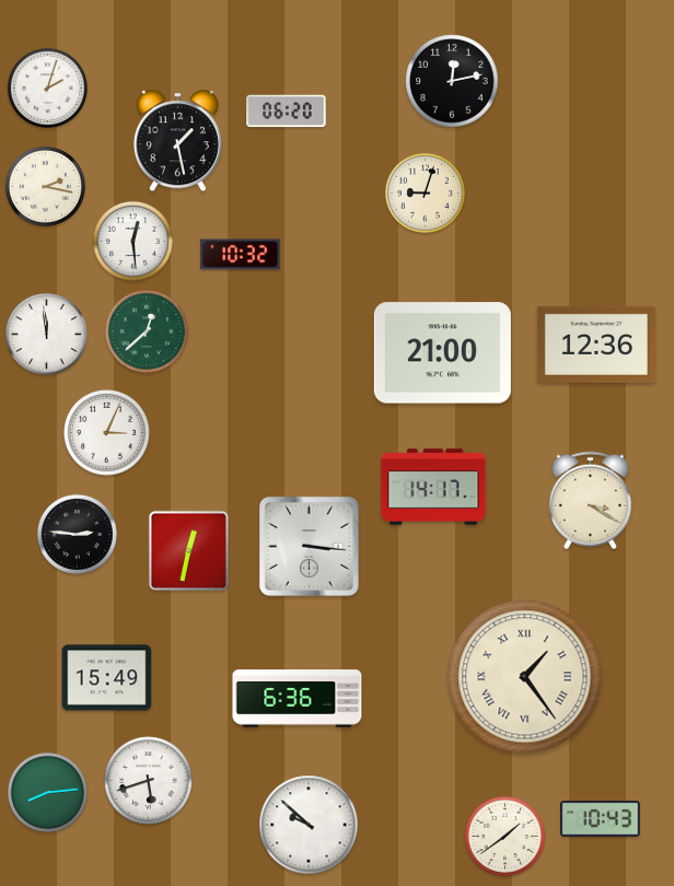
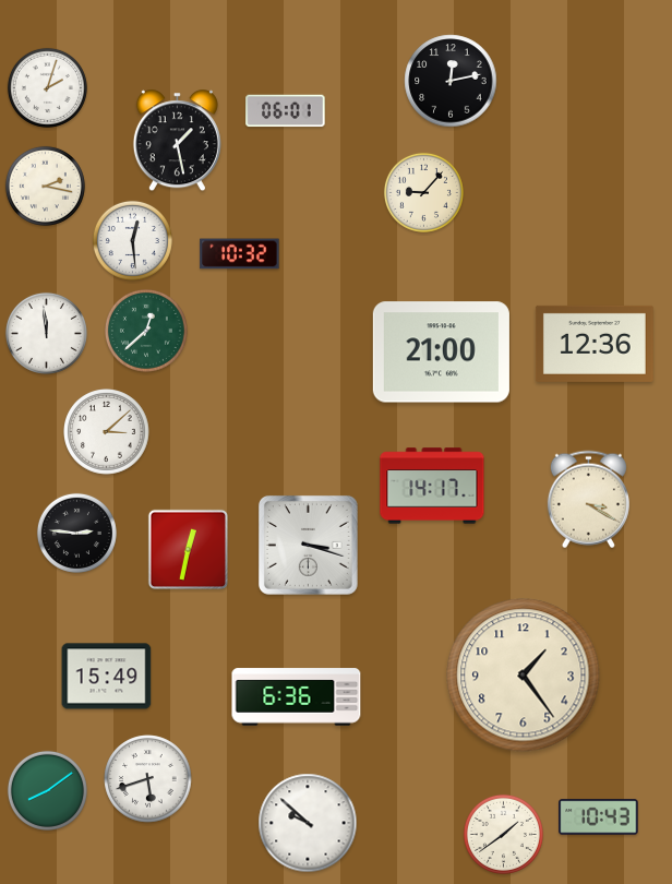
clock at (287, 112): 06:20 -> 06:01
clock at (425, 193): 9:03 -> 9:07
clock at (107, 433): 3:04 -> 3:08
clock at (309, 546): 3:16 -> 3:18
clock at (525, 677) numerals: Roman -> Arabic
clock at (47, 792): 8:14 -> 8:09
